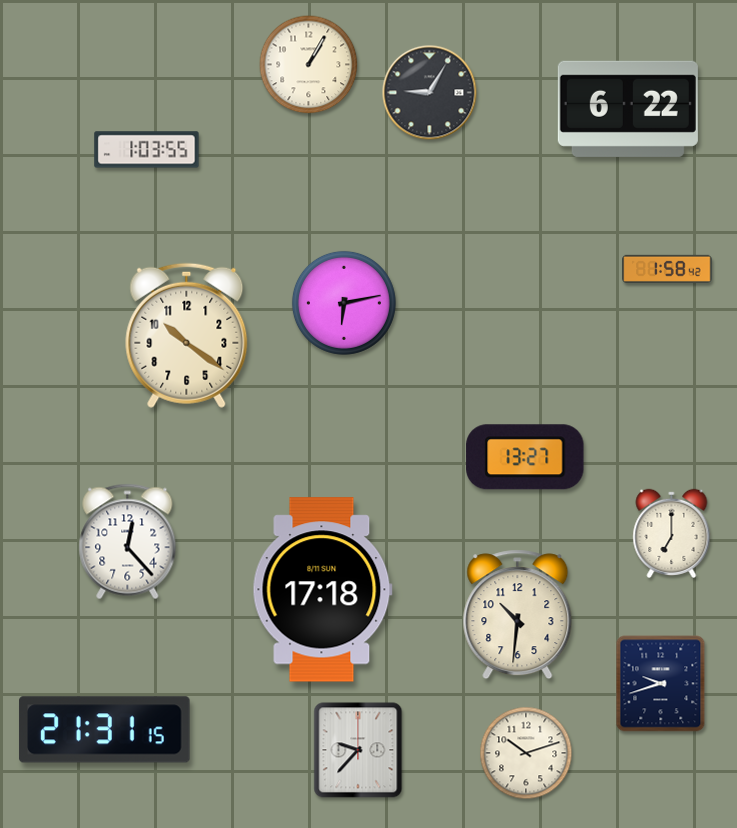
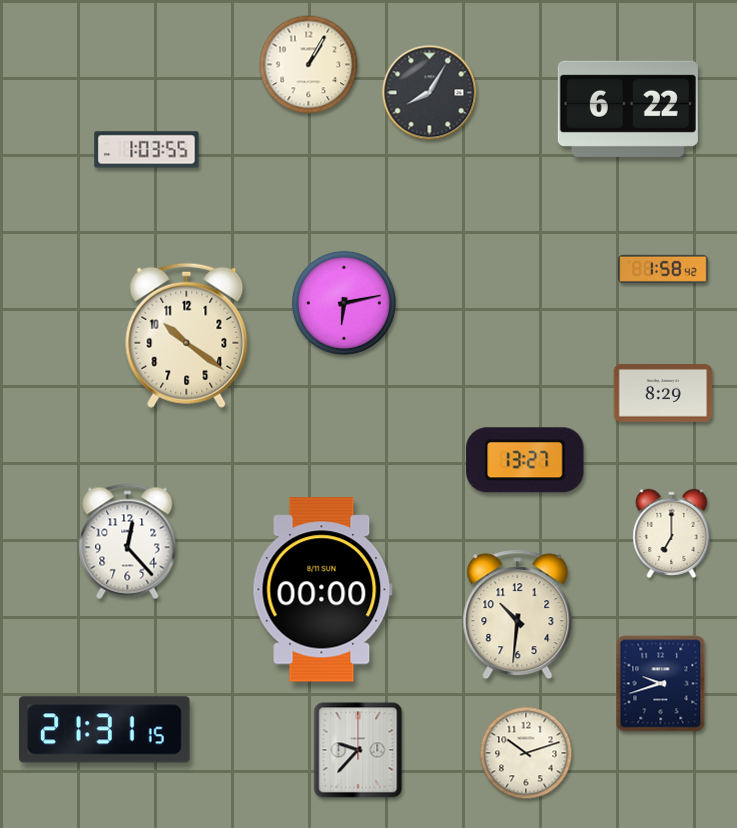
clock at (430, 93): 9:05 -> 8:05
clock at (667, 268) position: (667, 268) -> (663, 268)
clock at (663, 394): none -> 8:29
clock at (525, 457) position: (525, 457) -> (525, 460)
clock at (322, 590): 17:18 -> 00:00
